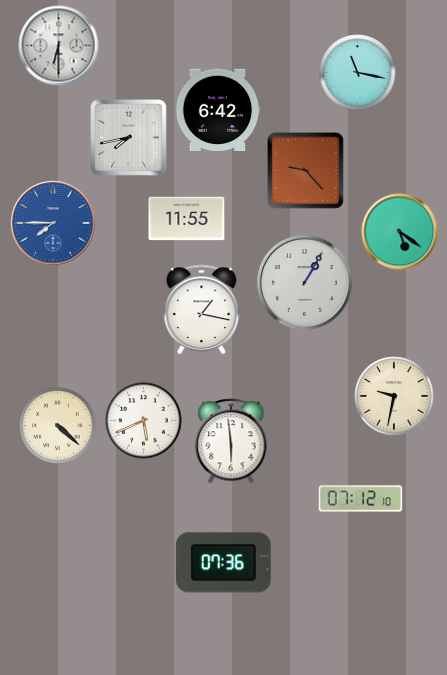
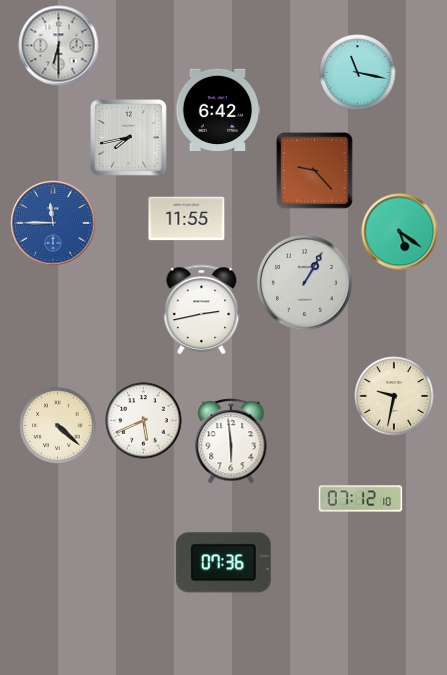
clock at (306, 171) position: (306, 171) -> (315, 171)
clock at (53, 223): 7:45 -> 11:45
clock at (202, 309): 1:17 -> 2:43
